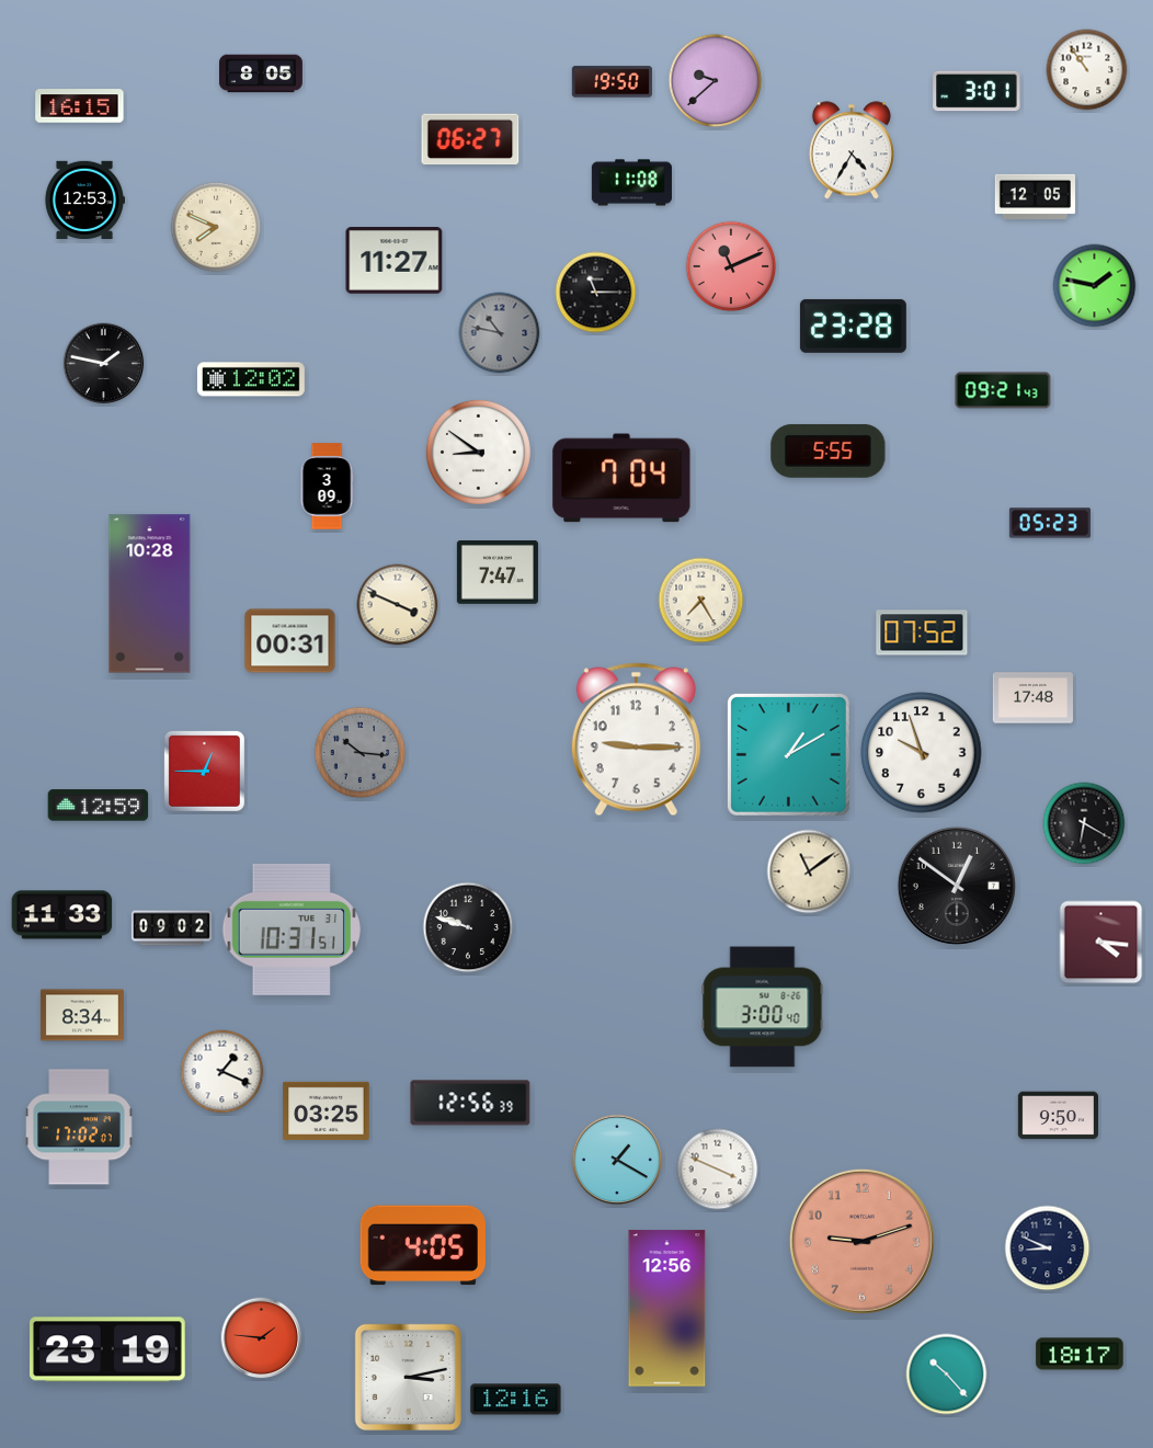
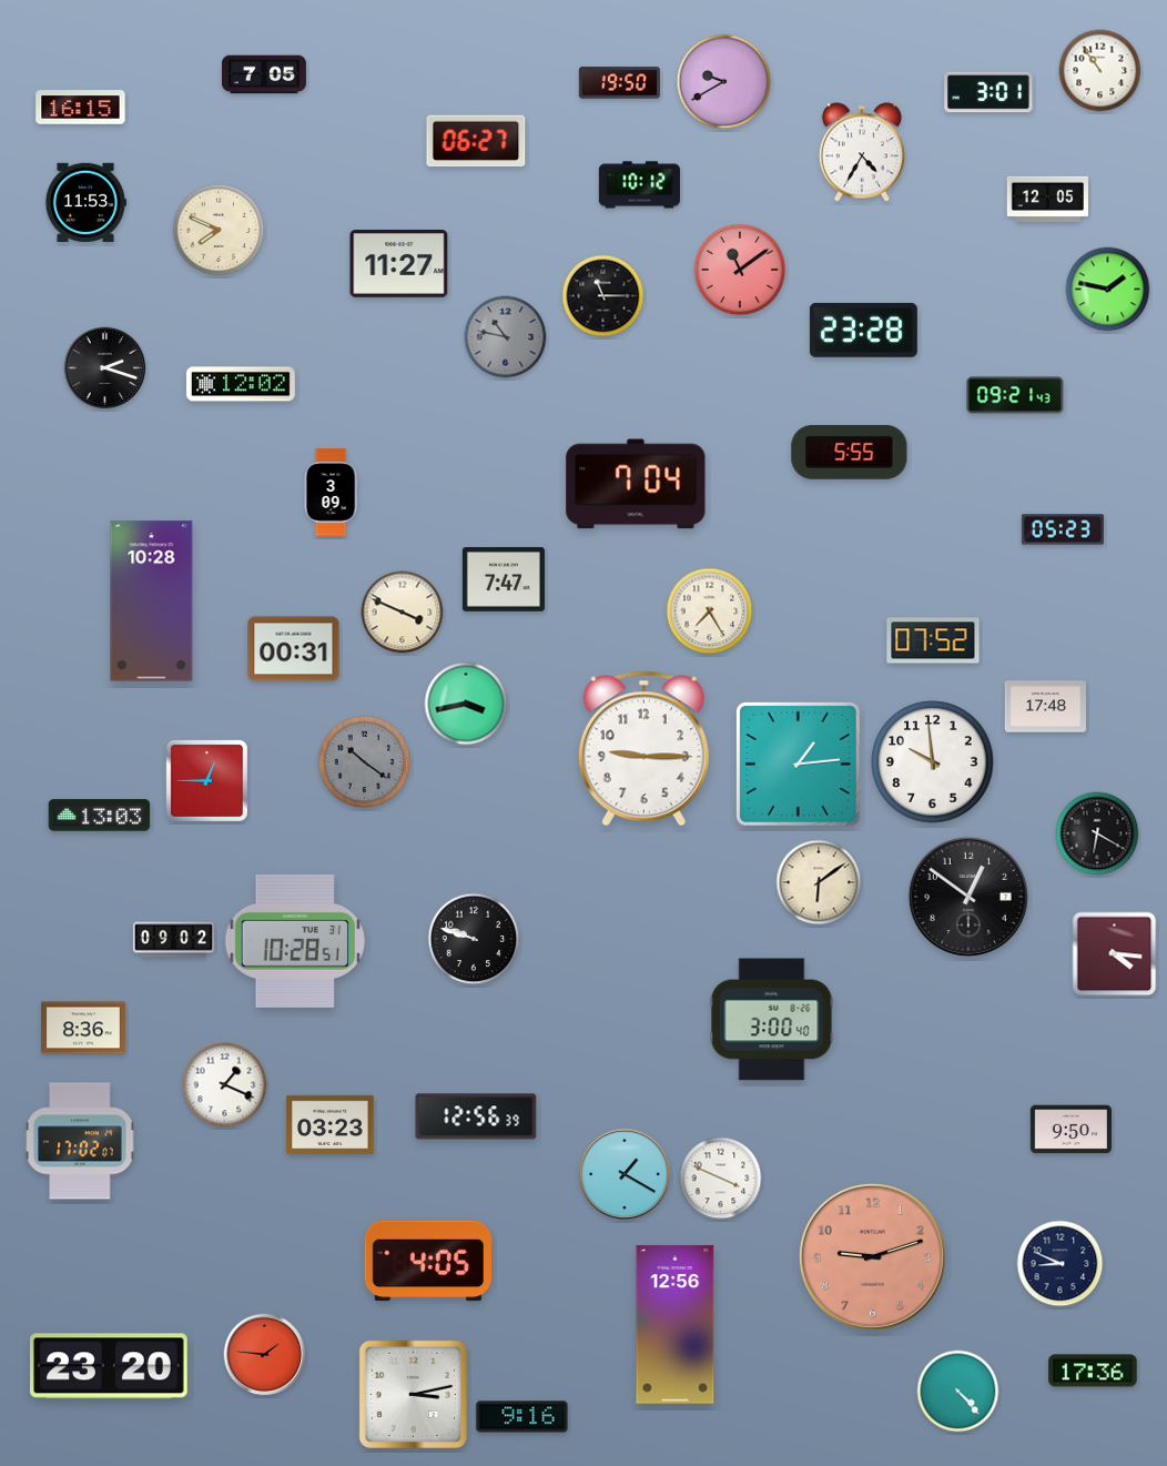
clock at (262, 73): 8:05 -> 7:05
clock at (716, 81): 9:38 -> 9:40
clock at (631, 183): 11:08 -> 10:12
clock at (84, 199): 12:53 -> 11:53
clock at (731, 266): 11:11 -> 11:09
clock at (104, 364): 1:47 -> 2:18
clock at (251, 379) position: (251, 379) -> (241, 384)
clock at (829, 451) position: (829, 451) -> (850, 452)
clock at (478, 452): 8:51 -> none
clock at (621, 478) position: (621, 478) -> (636, 484)
clock at (701, 601) position: (701, 601) -> (710, 611)
clock at (466, 704): none -> 3:43
clock at (361, 753): 10:16 -> 10:21
clock at (922, 753): 9:57 -> 9:59
clock at (788, 754): 1:10 -> 1:14
clock at (99, 806): 12:59 -> 13:03
clock at (809, 871): 11:09 -> 6:09
clock at (62, 915): 11:33 -> none
clock at (292, 930): 10:31 -> 10:28
clock at (82, 1015): 8:34 -> 8:36
clock at (327, 1110): 03:25 -> 03:23
clock at (718, 1170) position: (718, 1170) -> (721, 1179)
clock at (109, 1349): 23:19 -> 23:20
clock at (1080, 1354): 18:17 -> 17:36
clock at (947, 1375): 10:23 -> 4:23
clock at (516, 1400): 12:16 -> 9:16
